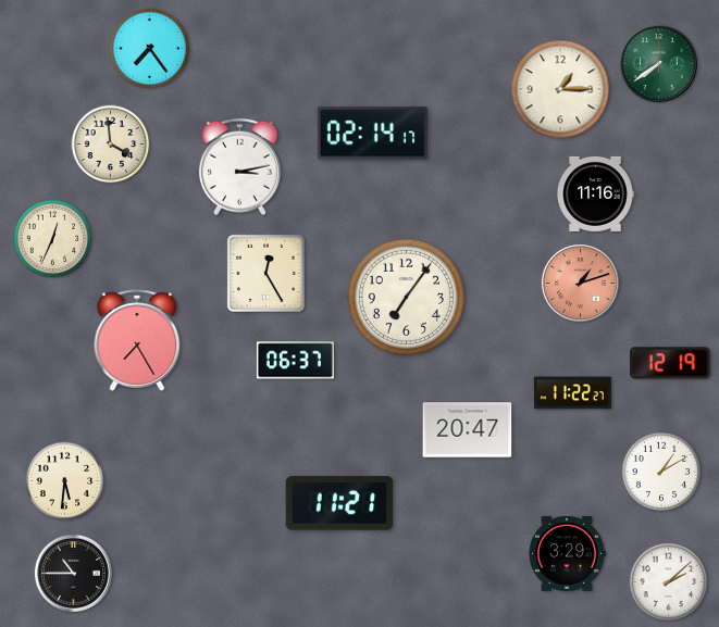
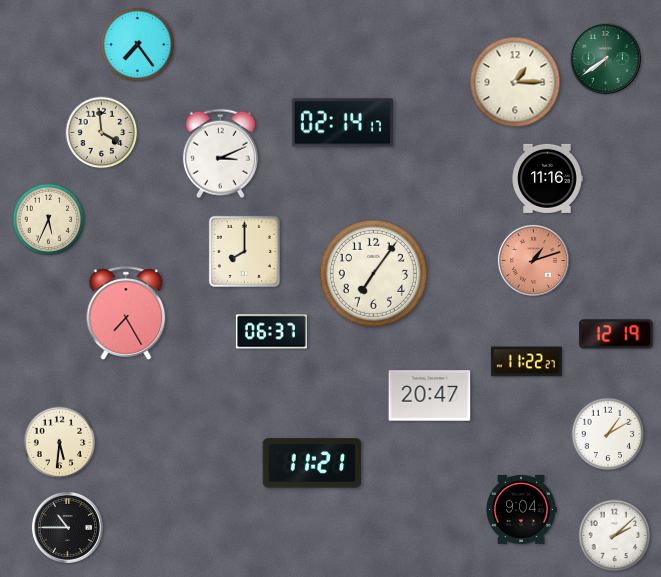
clock at (239, 167): 3:13 -> 3:11
clock at (53, 239): 12:34 -> 5:34
clock at (265, 273): 12:25 -> 8:00
clock at (567, 553): 3:29 -> 9:04
